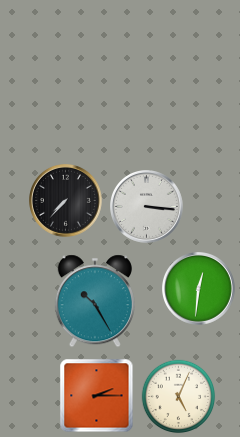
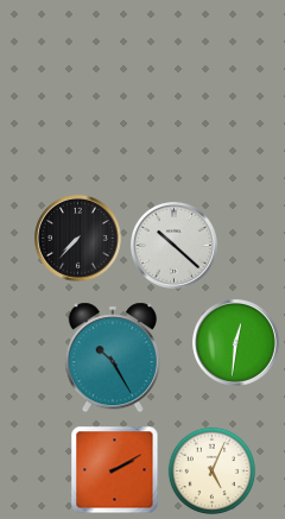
clock at (147, 207): 3:16 -> 10:22
clock at (97, 396): 2:15 -> 2:10
